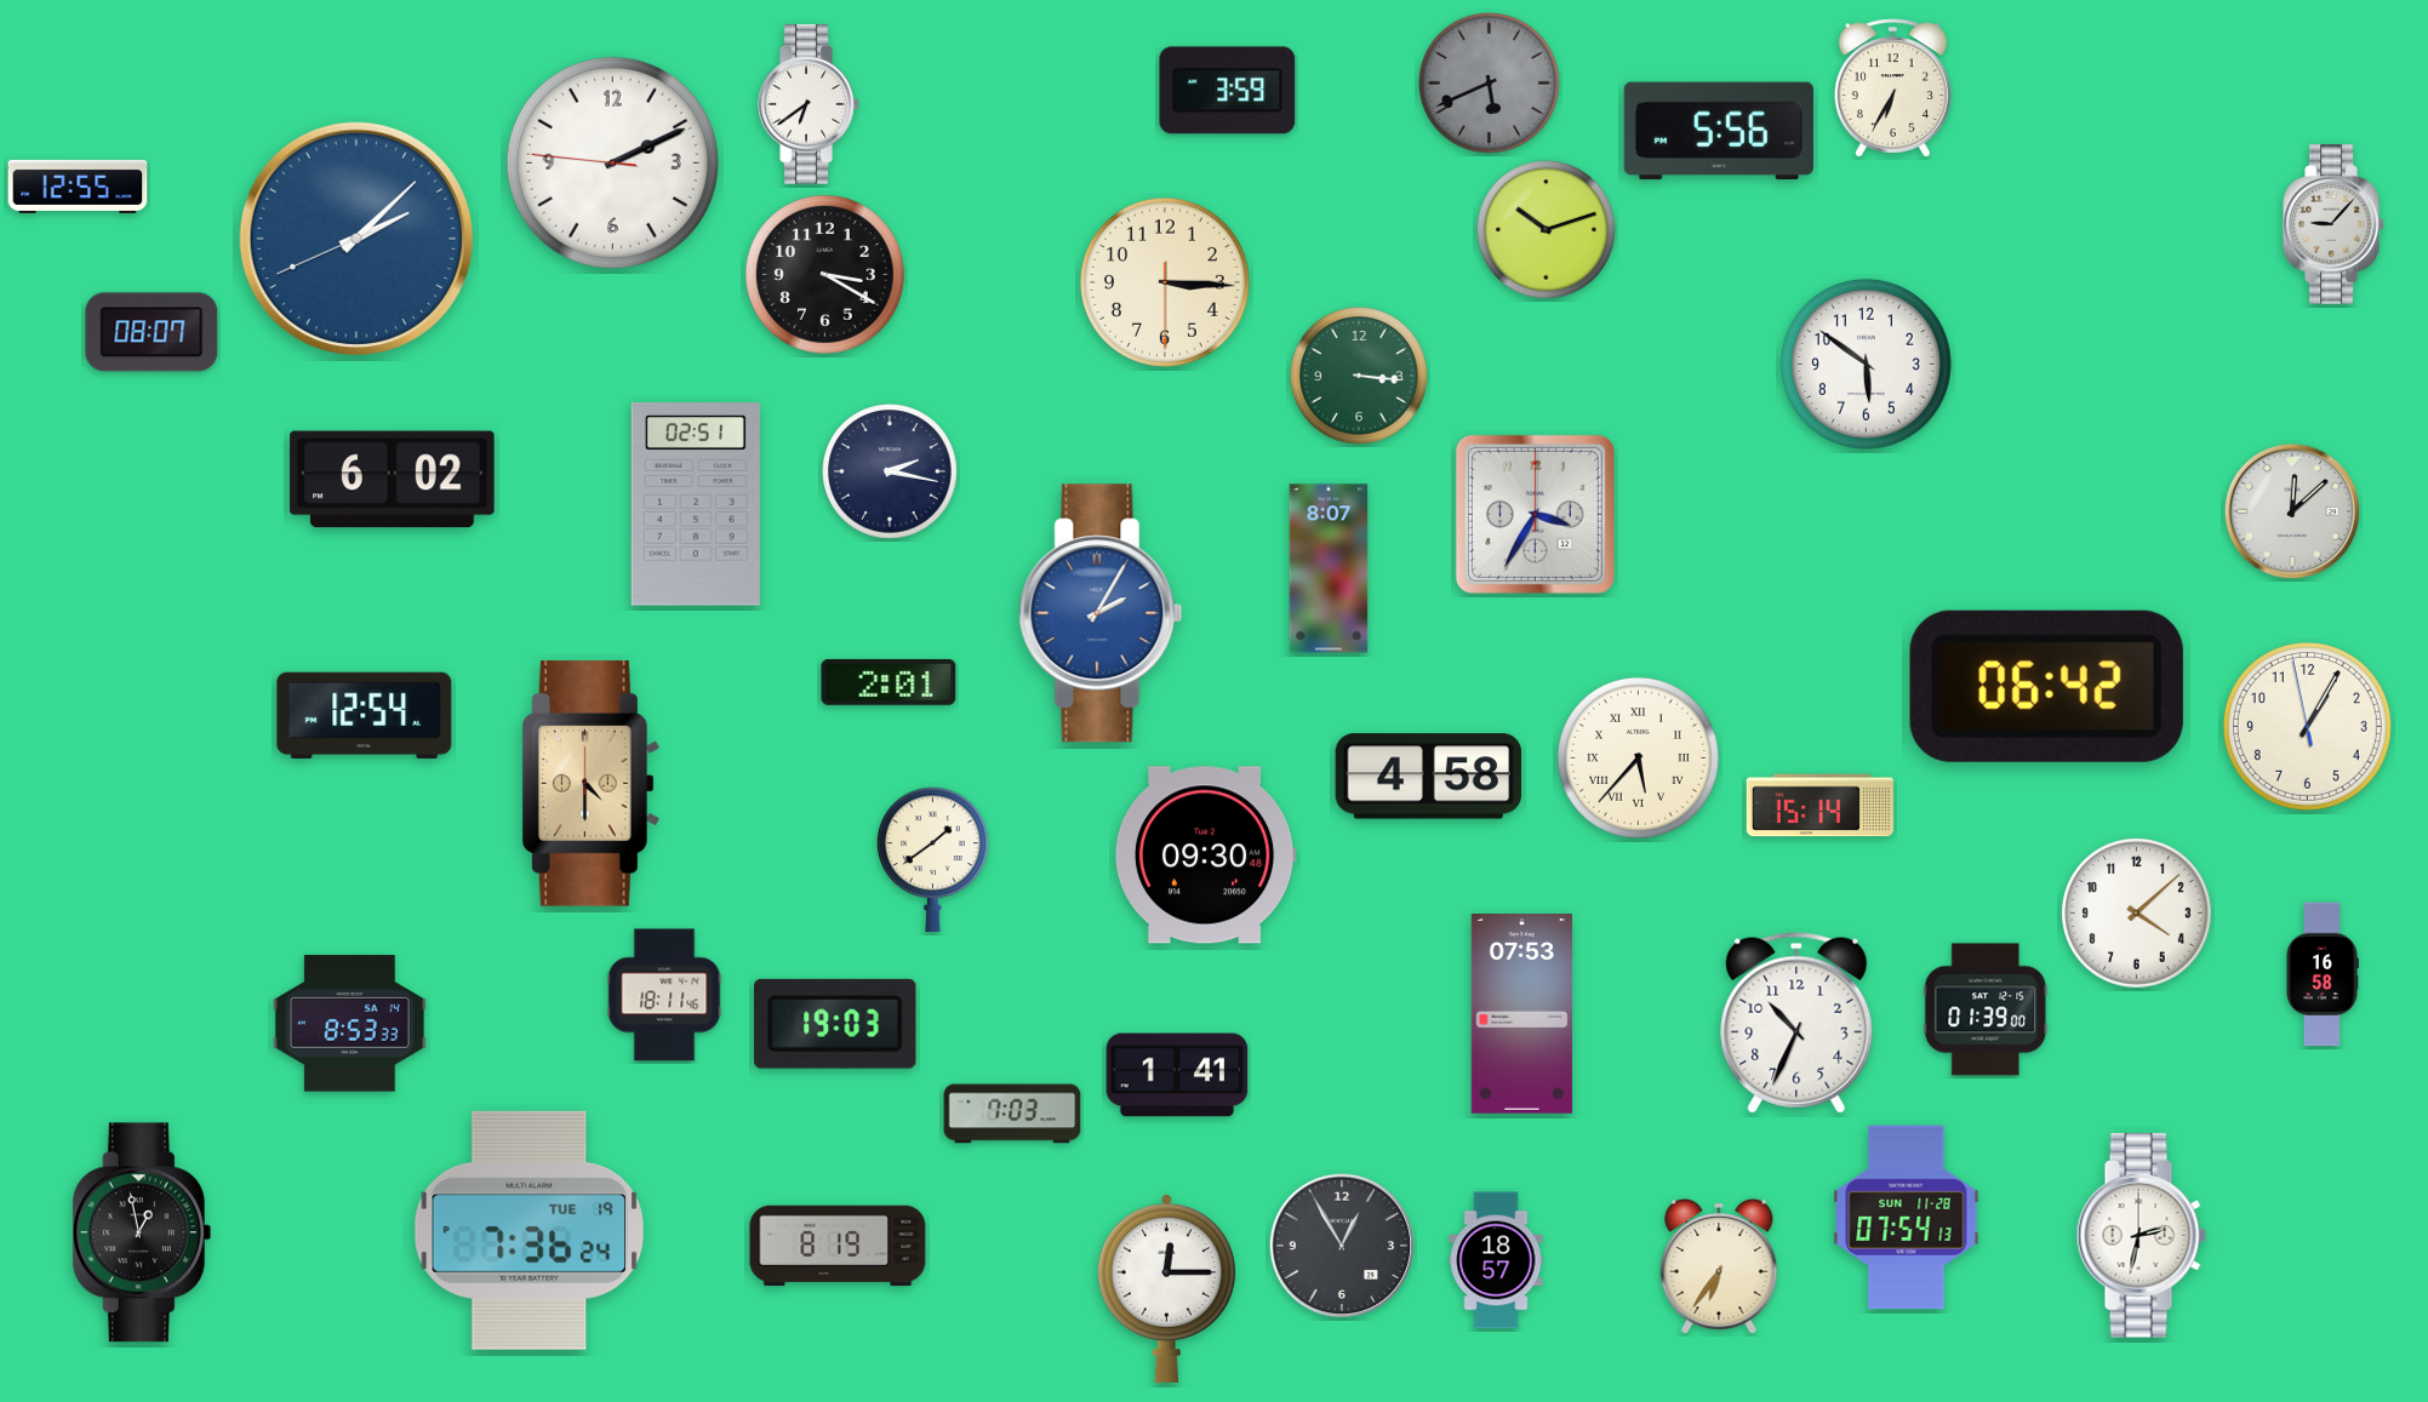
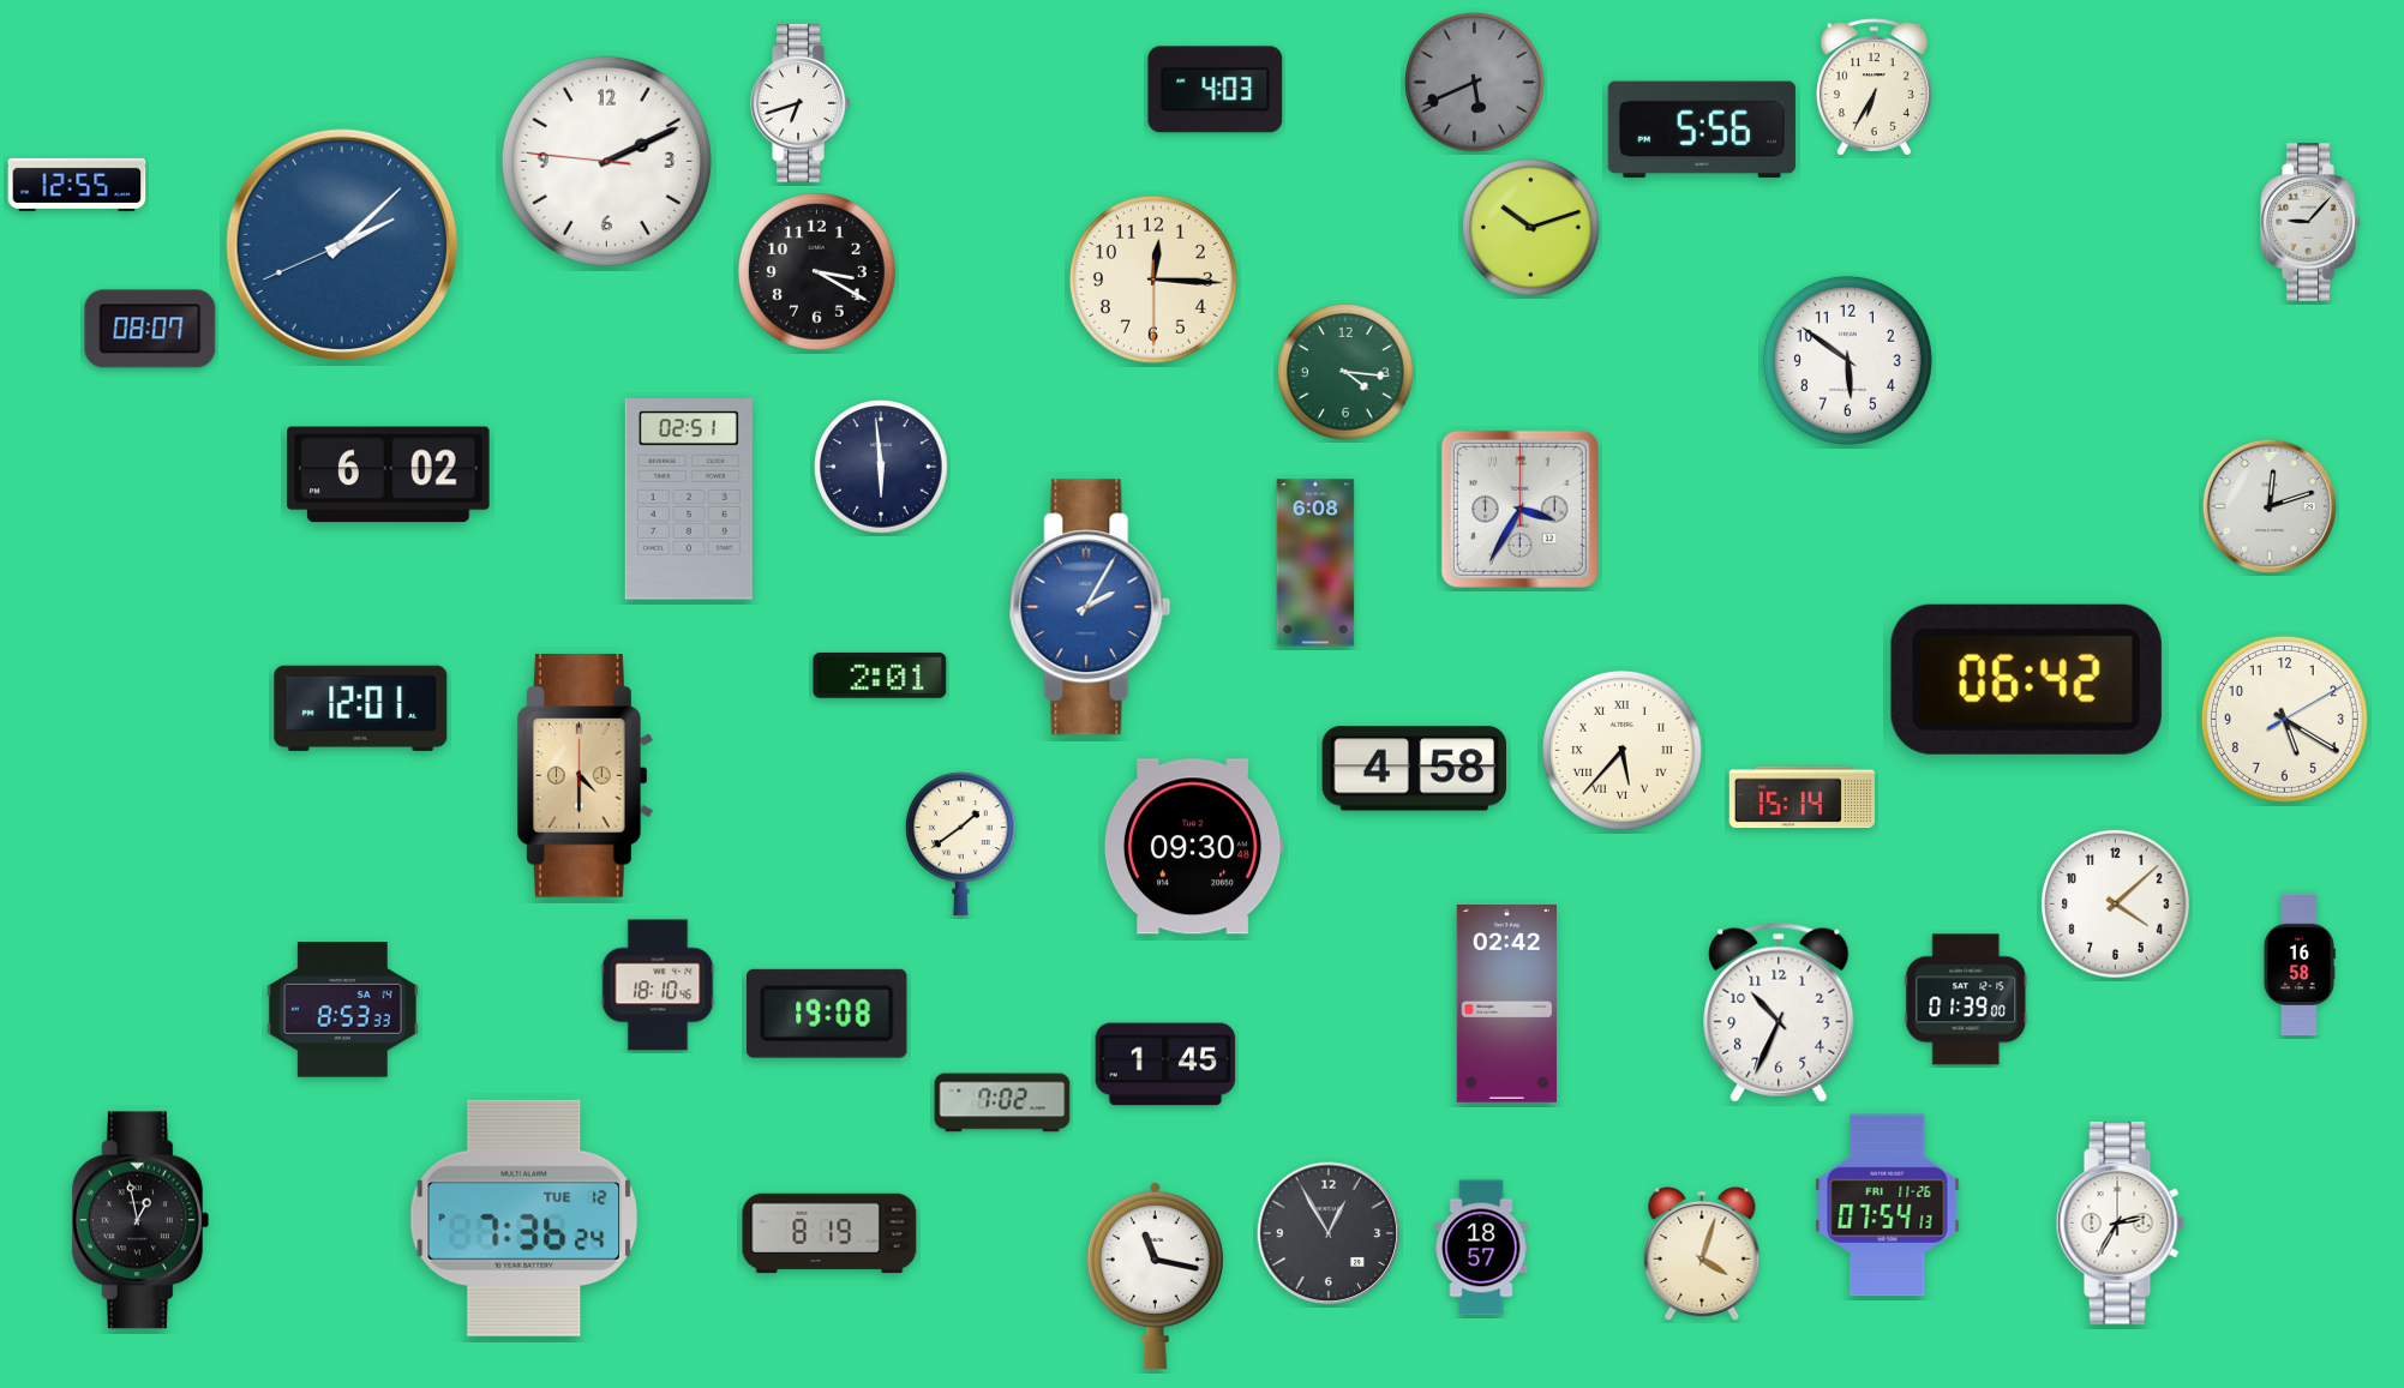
clock at (1228, 91): 3:59 -> 4:03
clock at (809, 104): 6:39 -> 6:42
clock at (356, 239) position: (356, 239) -> (342, 245)
clock at (1165, 282): 3:15 -> 12:15
clock at (1359, 376): 3:16 -> 4:16
clock at (890, 471): 2:17 -> 5:59
clock at (2292, 511): 12:08 -> 12:12
clock at (1329, 568): 8:07 -> 6:08
clock at (365, 715): 12:54 -> 12:01
clock at (2307, 726): 1:04 -> 5:20
clock at (932, 860) position: (932, 860) -> (960, 845)
clock at (664, 995): 18:11 -> 18:10
clock at (1521, 1014): 07:53 -> 02:42
clock at (349, 1024) position: (349, 1024) -> (342, 1010)
clock at (835, 1024): 19:03 -> 19:08
clock at (1177, 1075): 1:41 -> 1:45
clock at (1012, 1114): 7:03 -> 7:02
clock at (1907, 1218) date: SUN 11-28 -> FRI 11-26
clock at (530, 1230) date: TUE 19 -> TUE 12
clock at (2141, 1236): 2:32 -> 2:35
clock at (1719, 1265): 6:36 -> 4:03
clock at (1166, 1288): 12:15 -> 11:17
